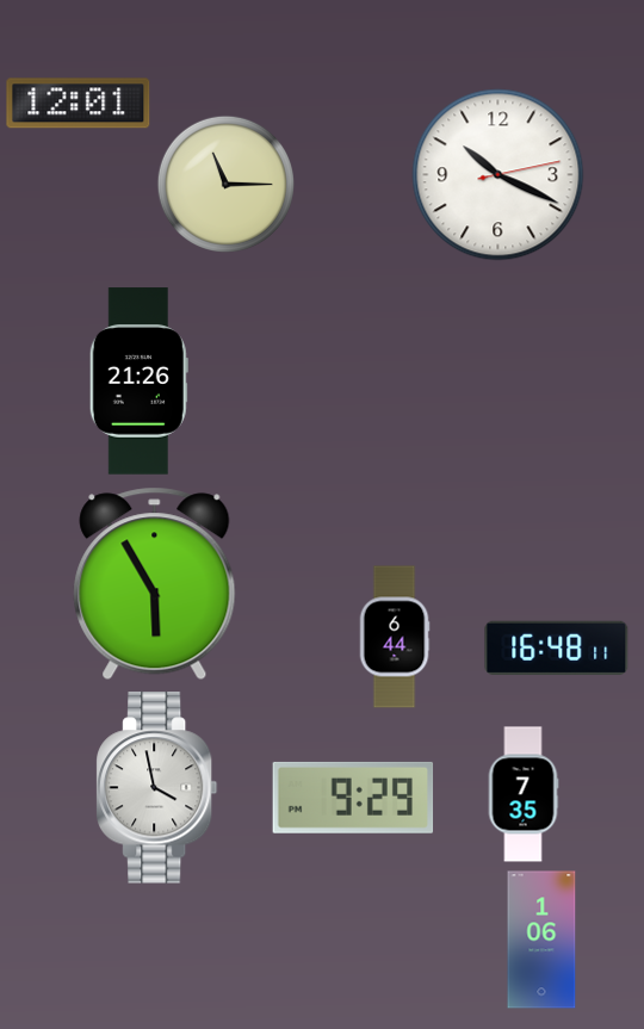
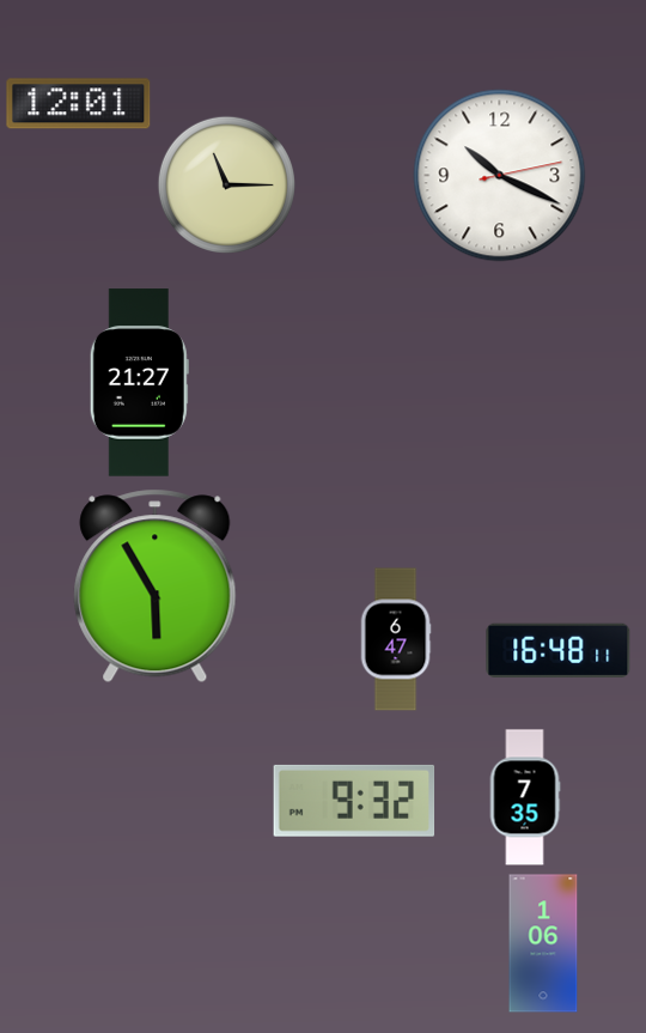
clock at (138, 382): 21:26 -> 21:27
clock at (395, 637): 6:44 -> 6:47
clock at (157, 788): 3:58 -> none
clock at (353, 798): 9:29 -> 9:32
